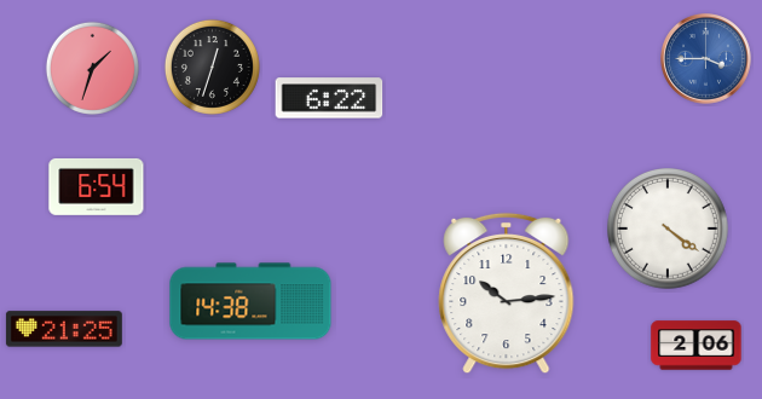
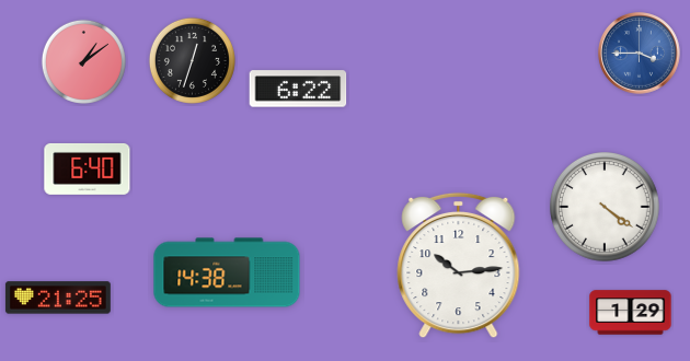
clock at (92, 68): 1:33 -> 1:09
clock at (97, 186): 6:54 -> 6:40
clock at (697, 346): 2:06 -> 1:29
